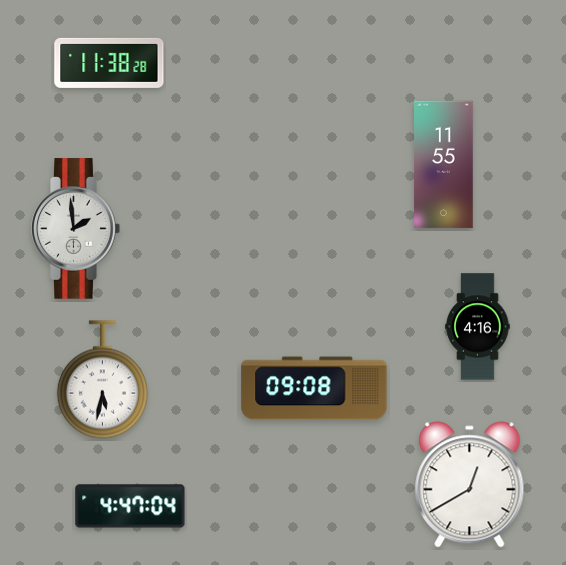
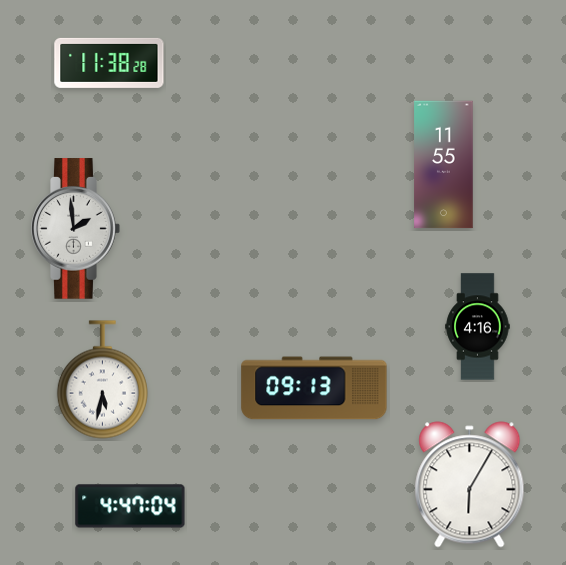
clock at (314, 388): 09:08 -> 09:13
clock at (470, 485): 12:40 -> 6:05
